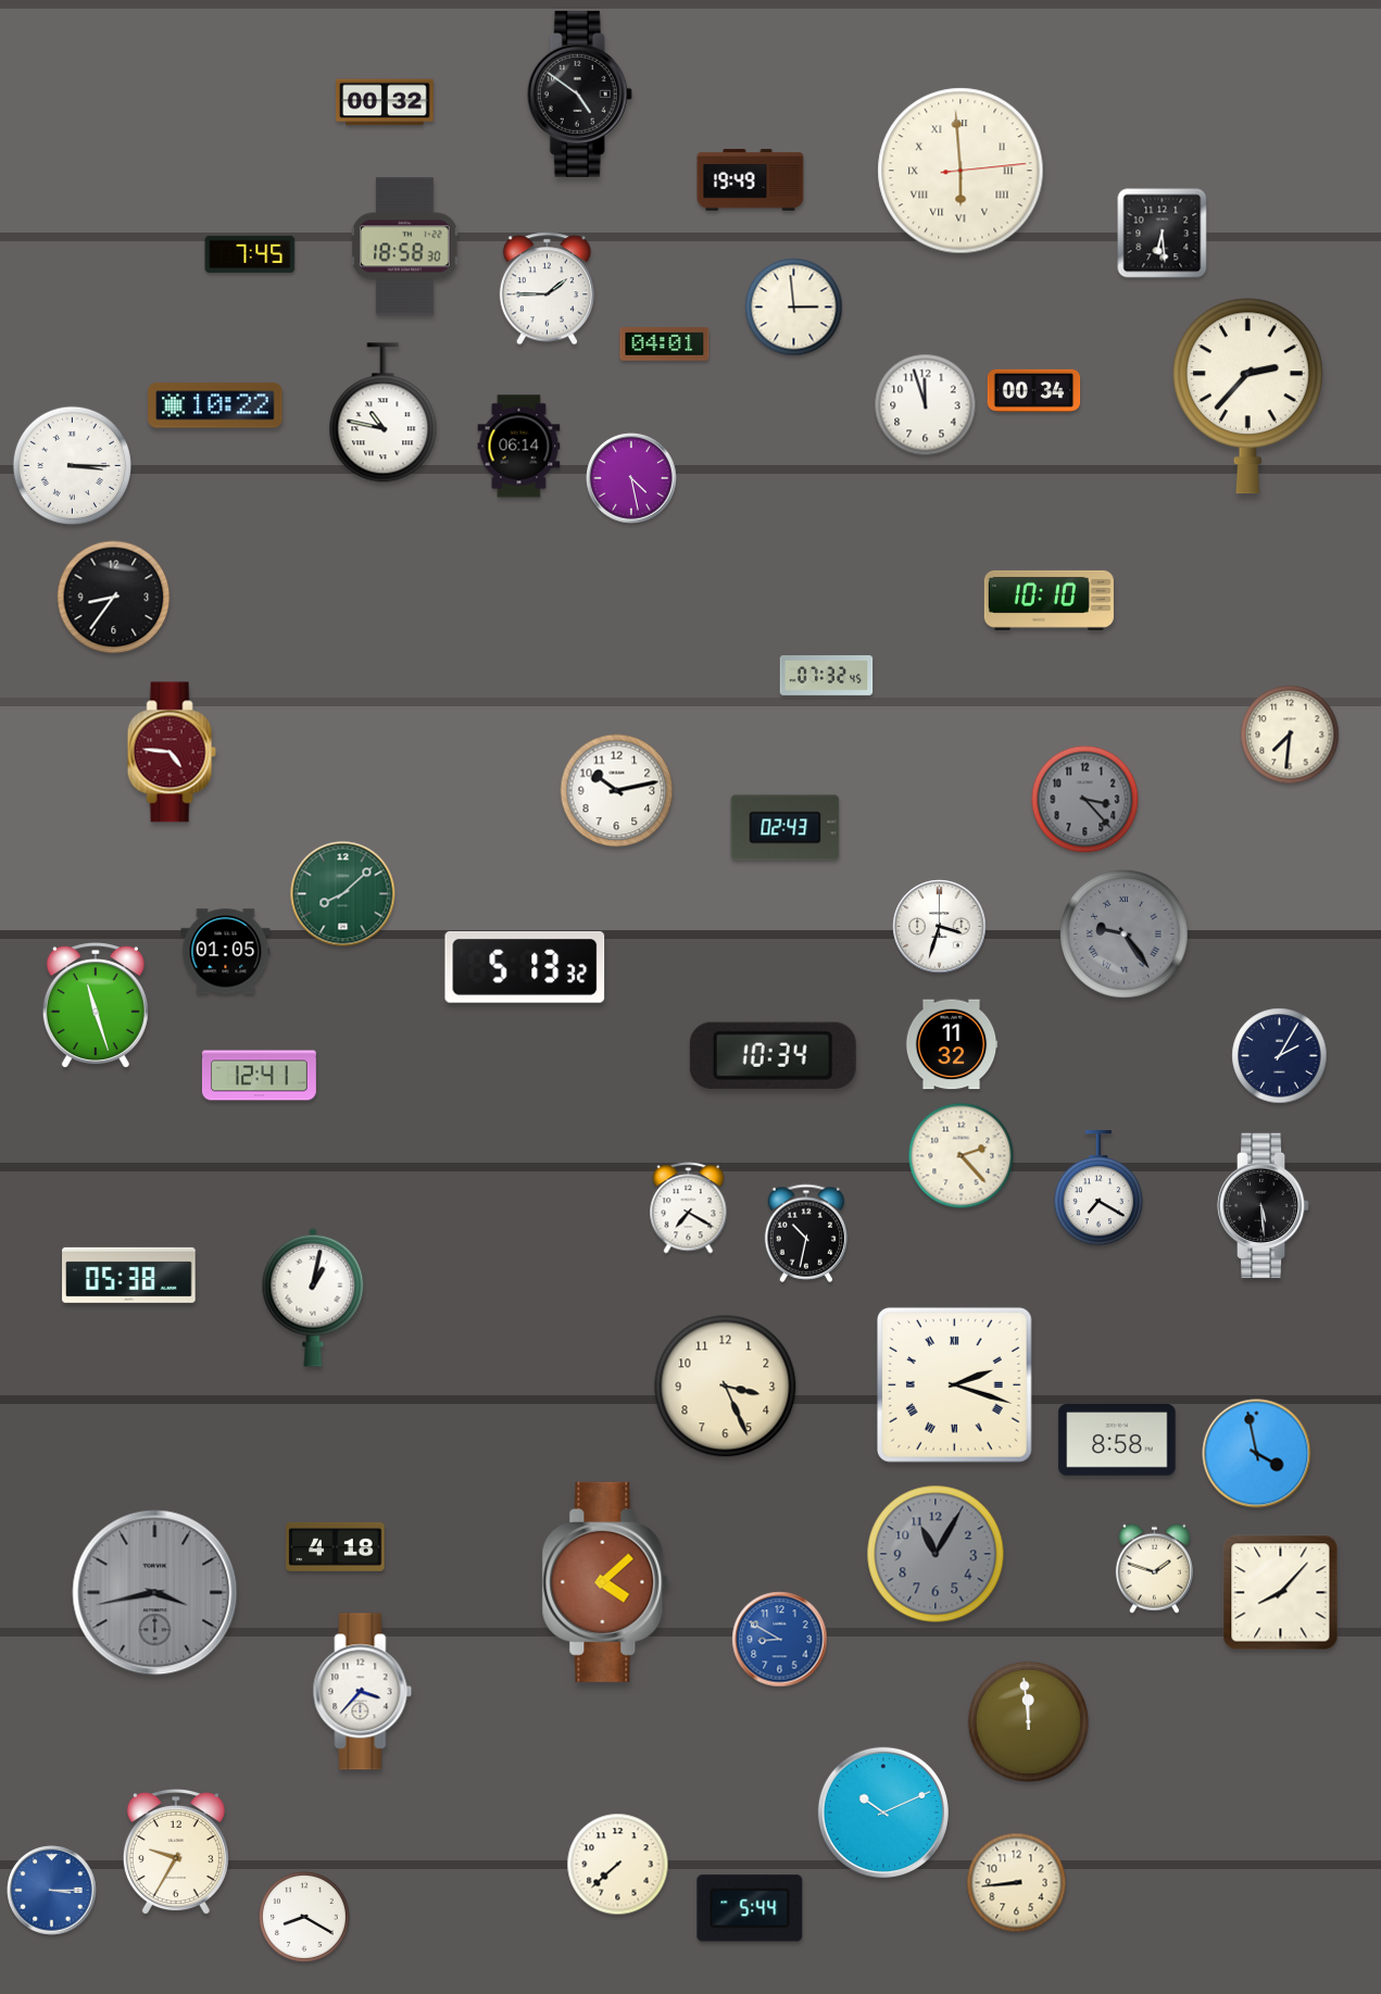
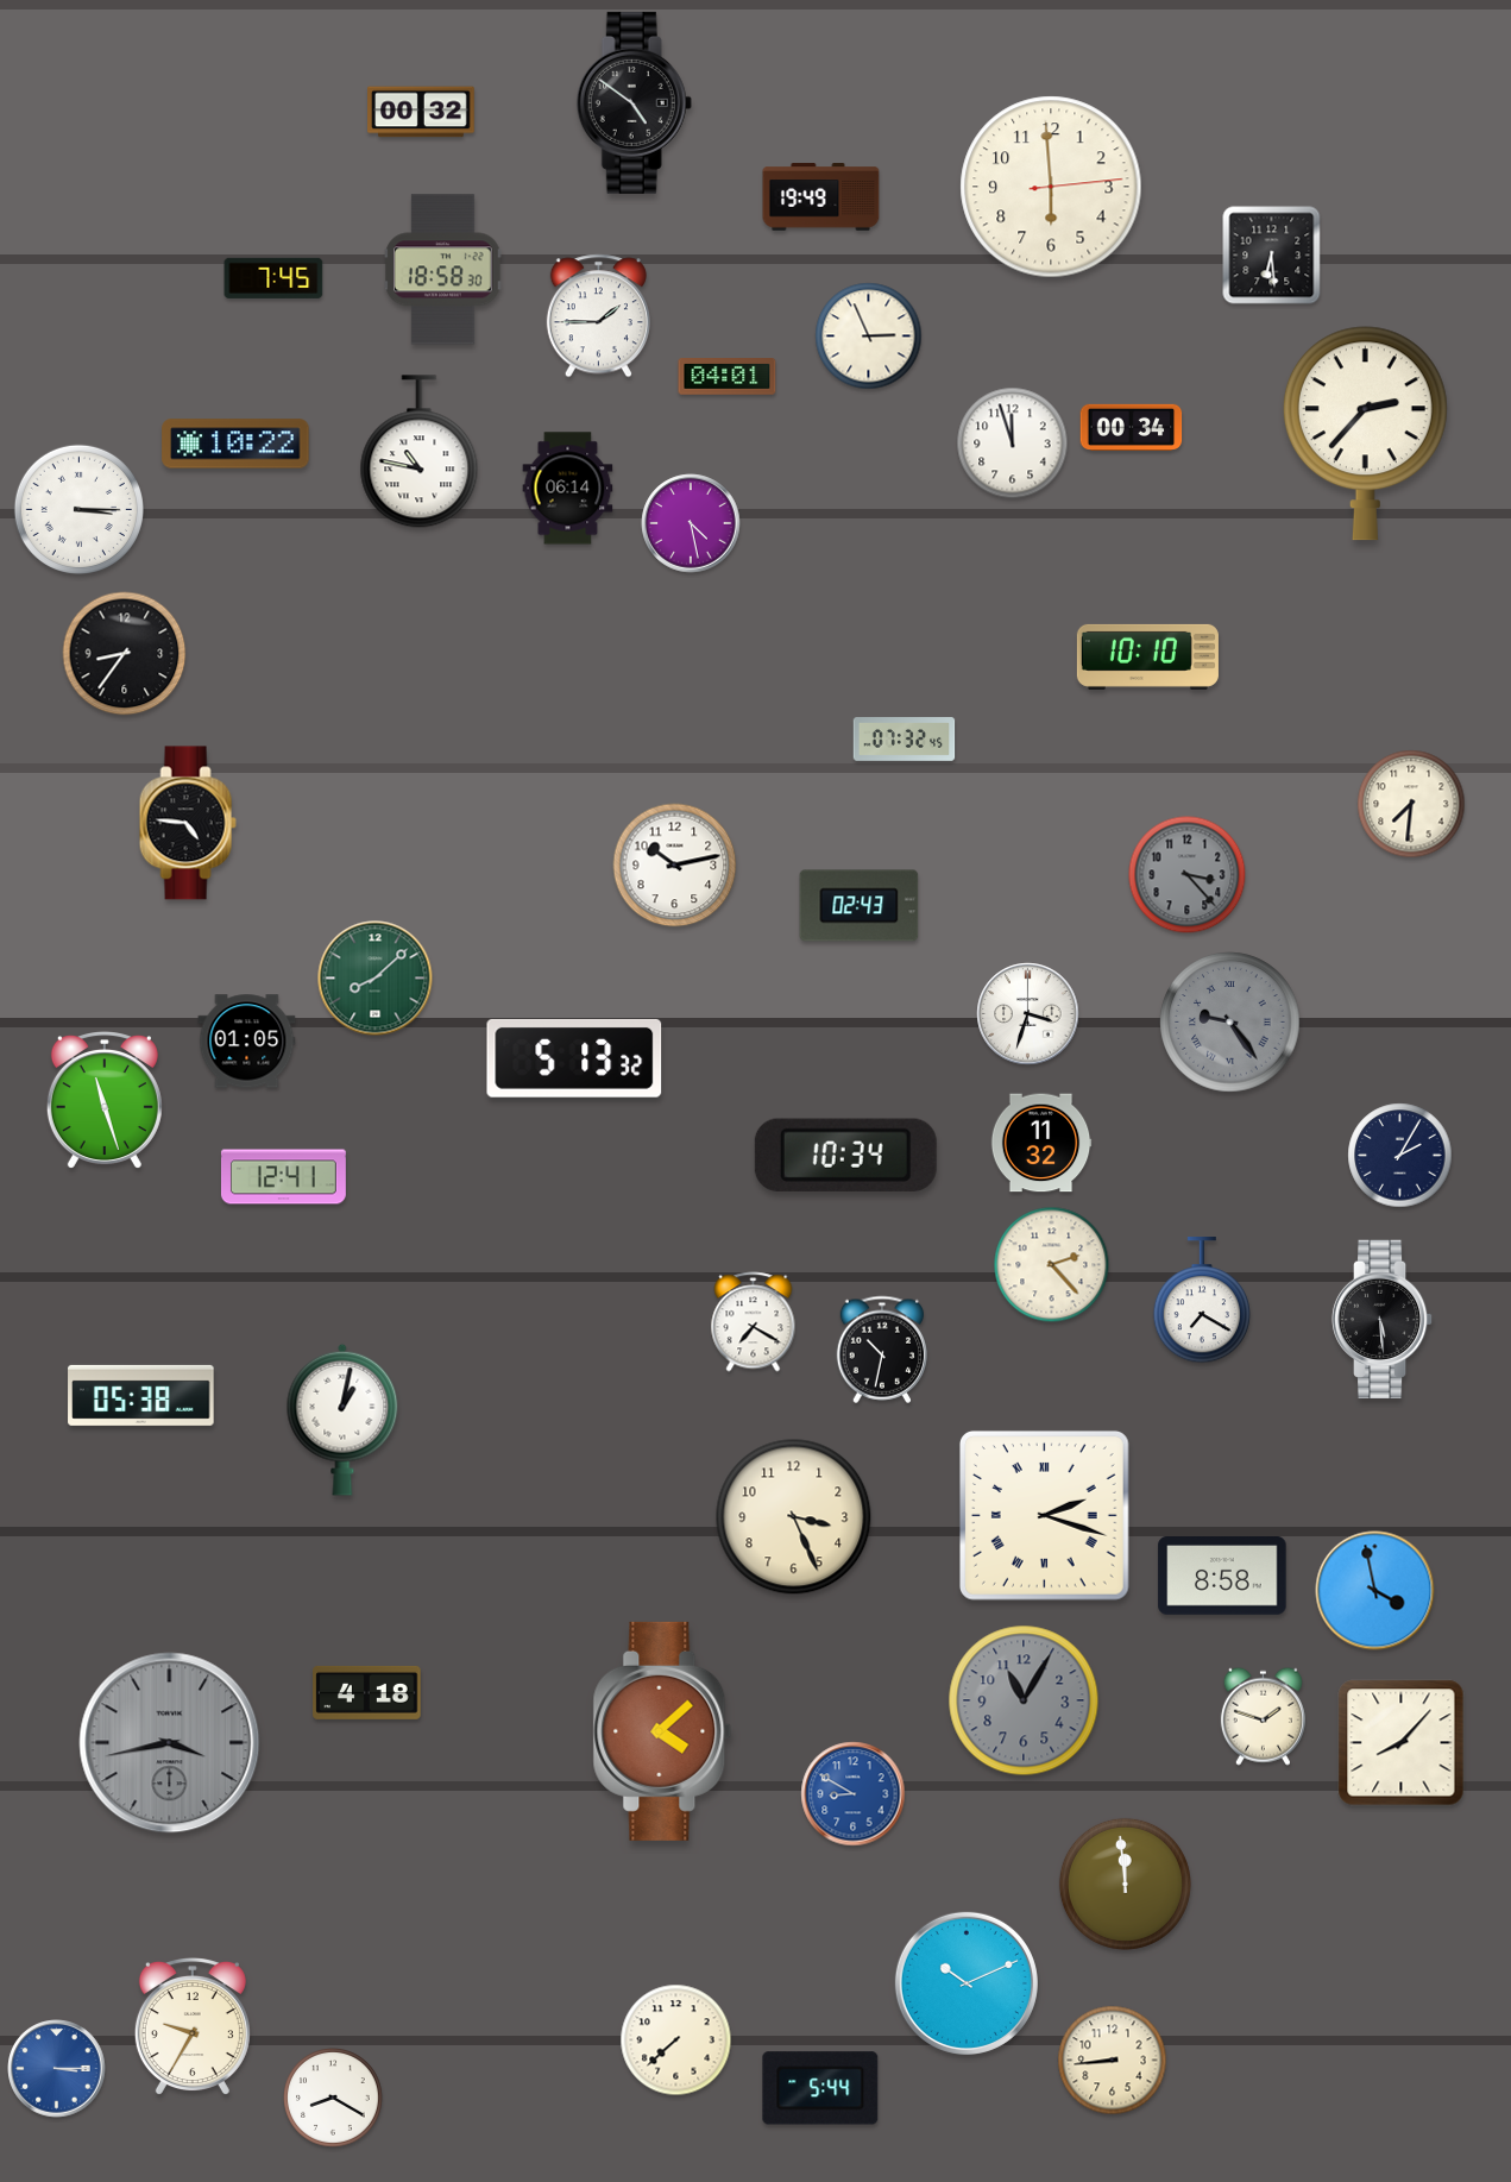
clock at (961, 171) numerals: Roman -> Arabic
clock at (794, 308): 2:59 -> 2:56
clock at (172, 752) dial: burgundy -> black
clock at (363, 1692): 3:37 -> none
